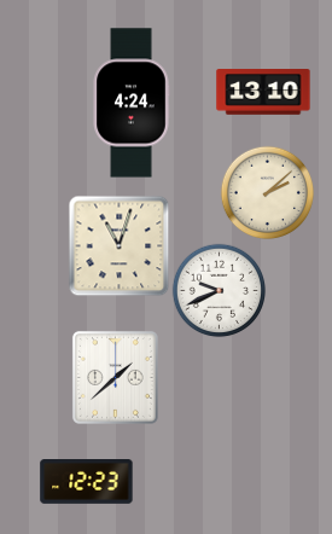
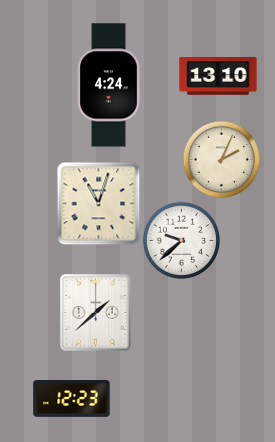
clock at (267, 192): 2:08 -> 2:04
clock at (219, 290): 9:41 -> 9:38
